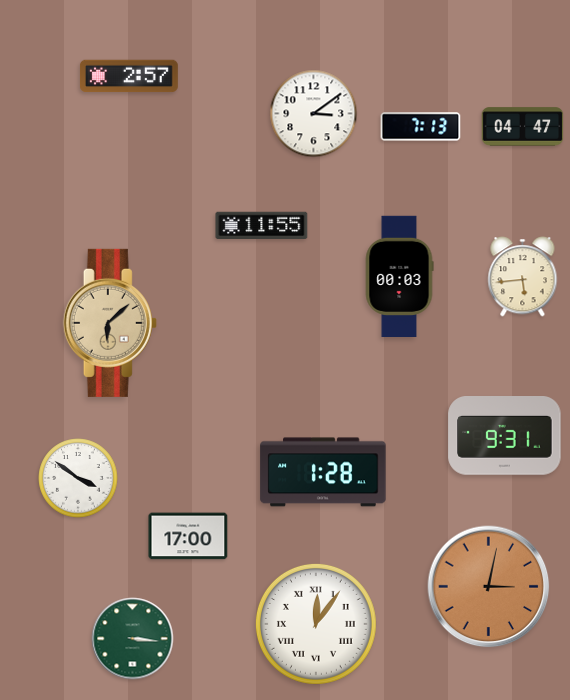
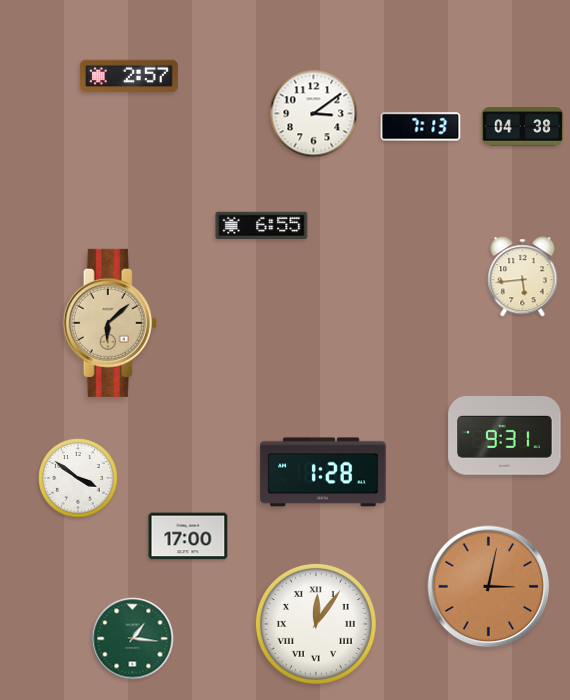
clock at (523, 127): 04:47 -> 04:38
clock at (262, 226): 11:55 -> 6:55
clock at (399, 276): 00:03 -> none
clock at (133, 639): 3:16 -> 1:16
